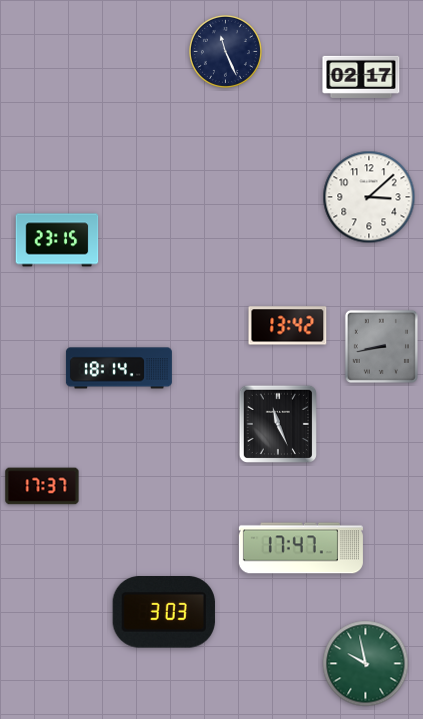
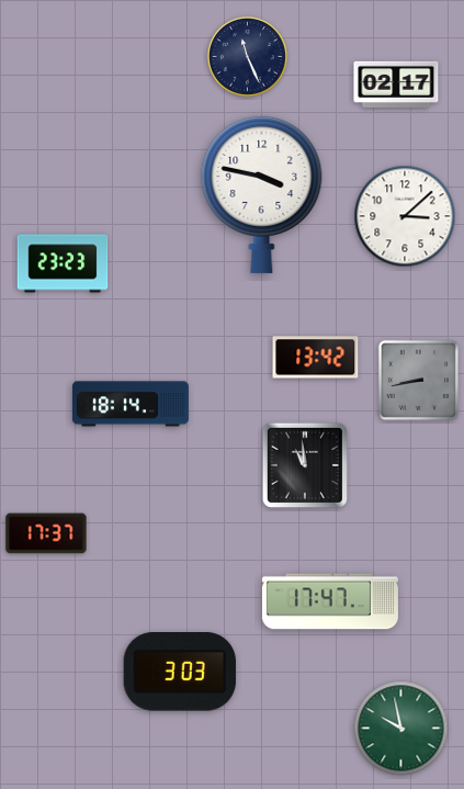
clock at (262, 194): none -> 3:47
clock at (57, 240): 23:15 -> 23:23
clock at (277, 423): 11:26 -> 10:59
